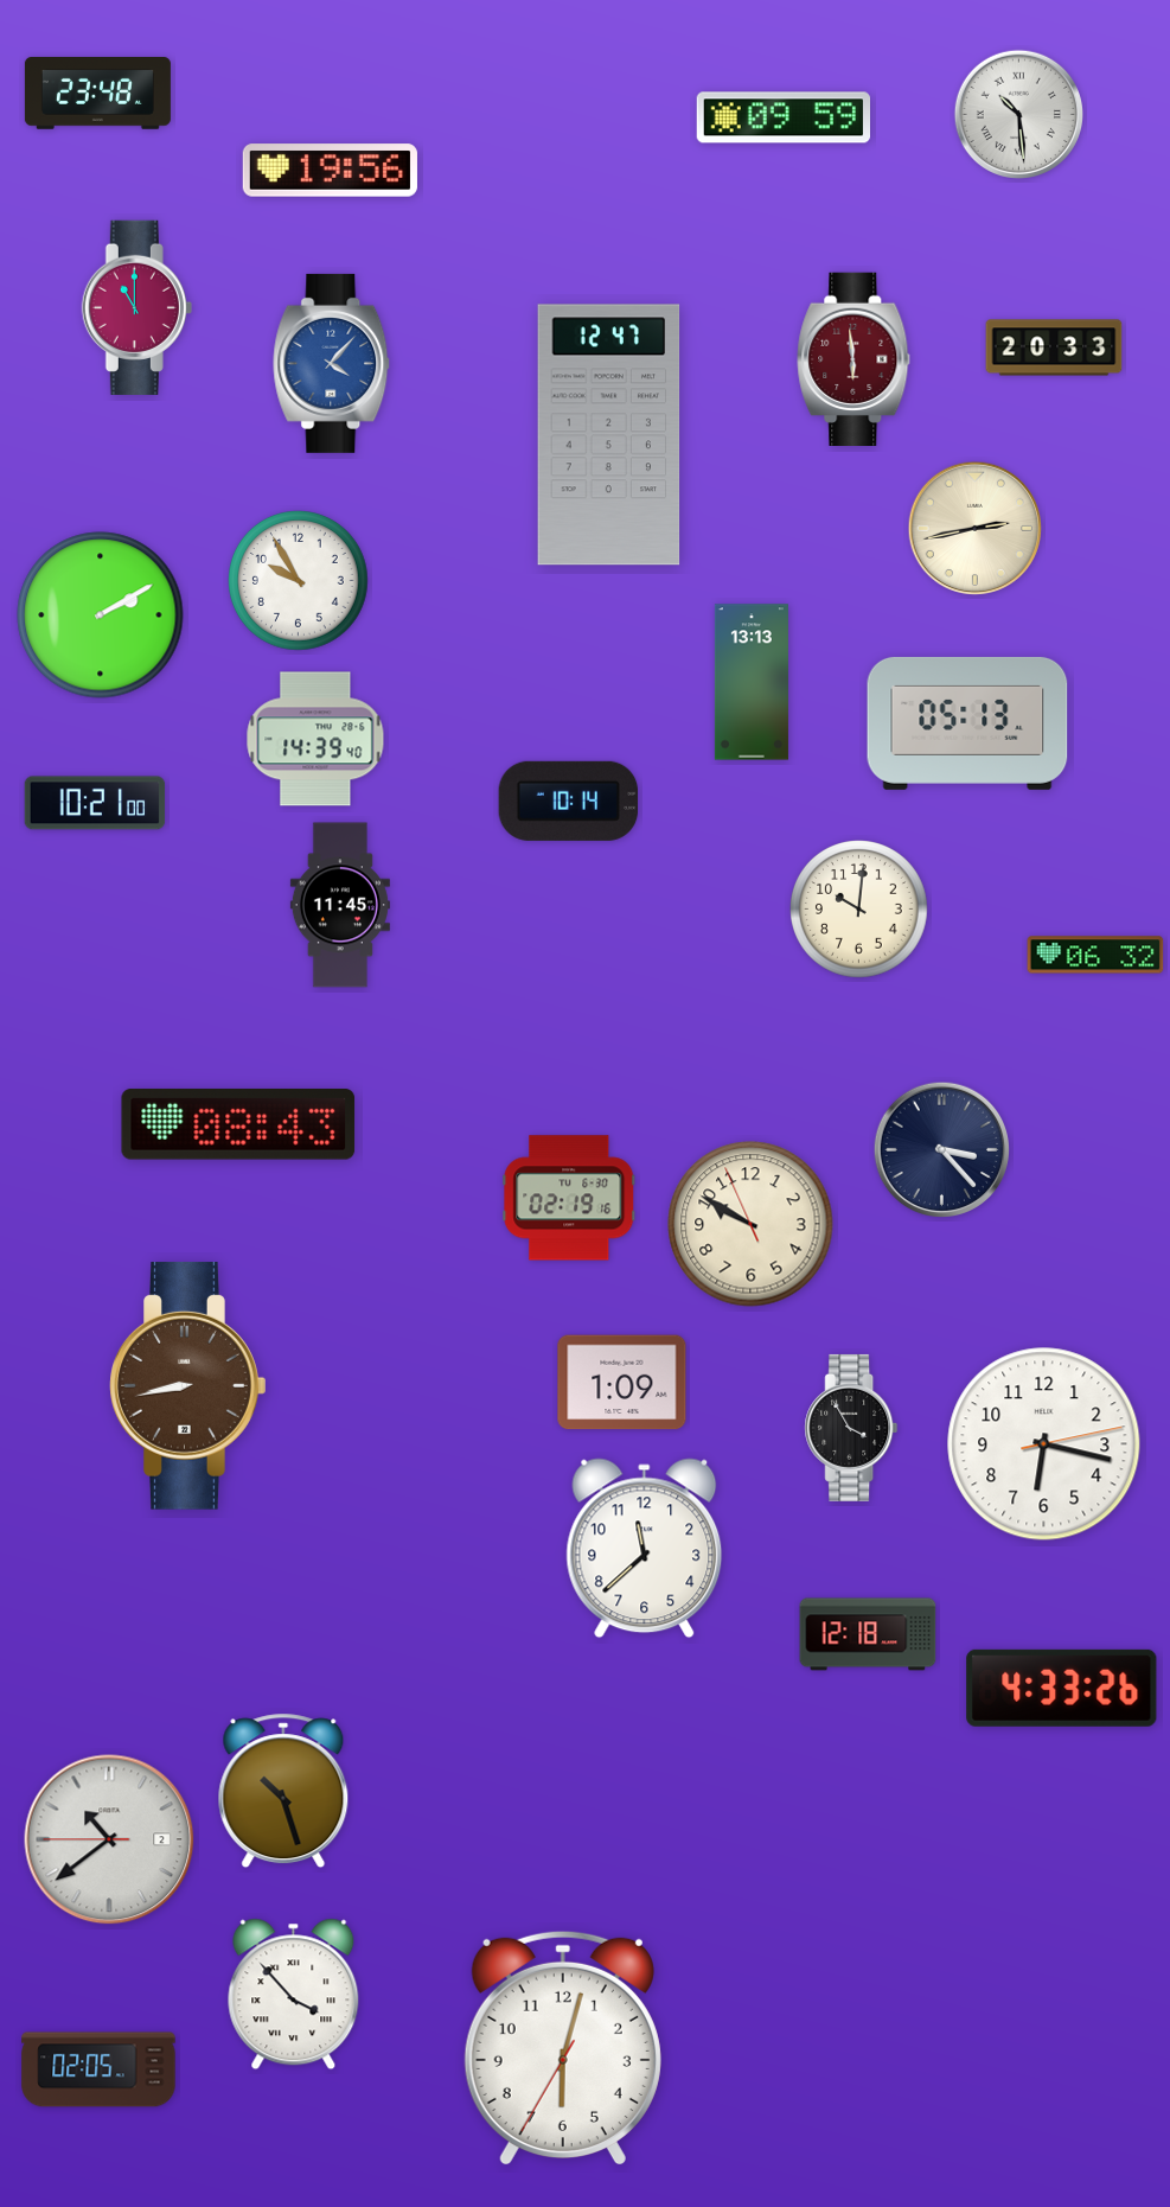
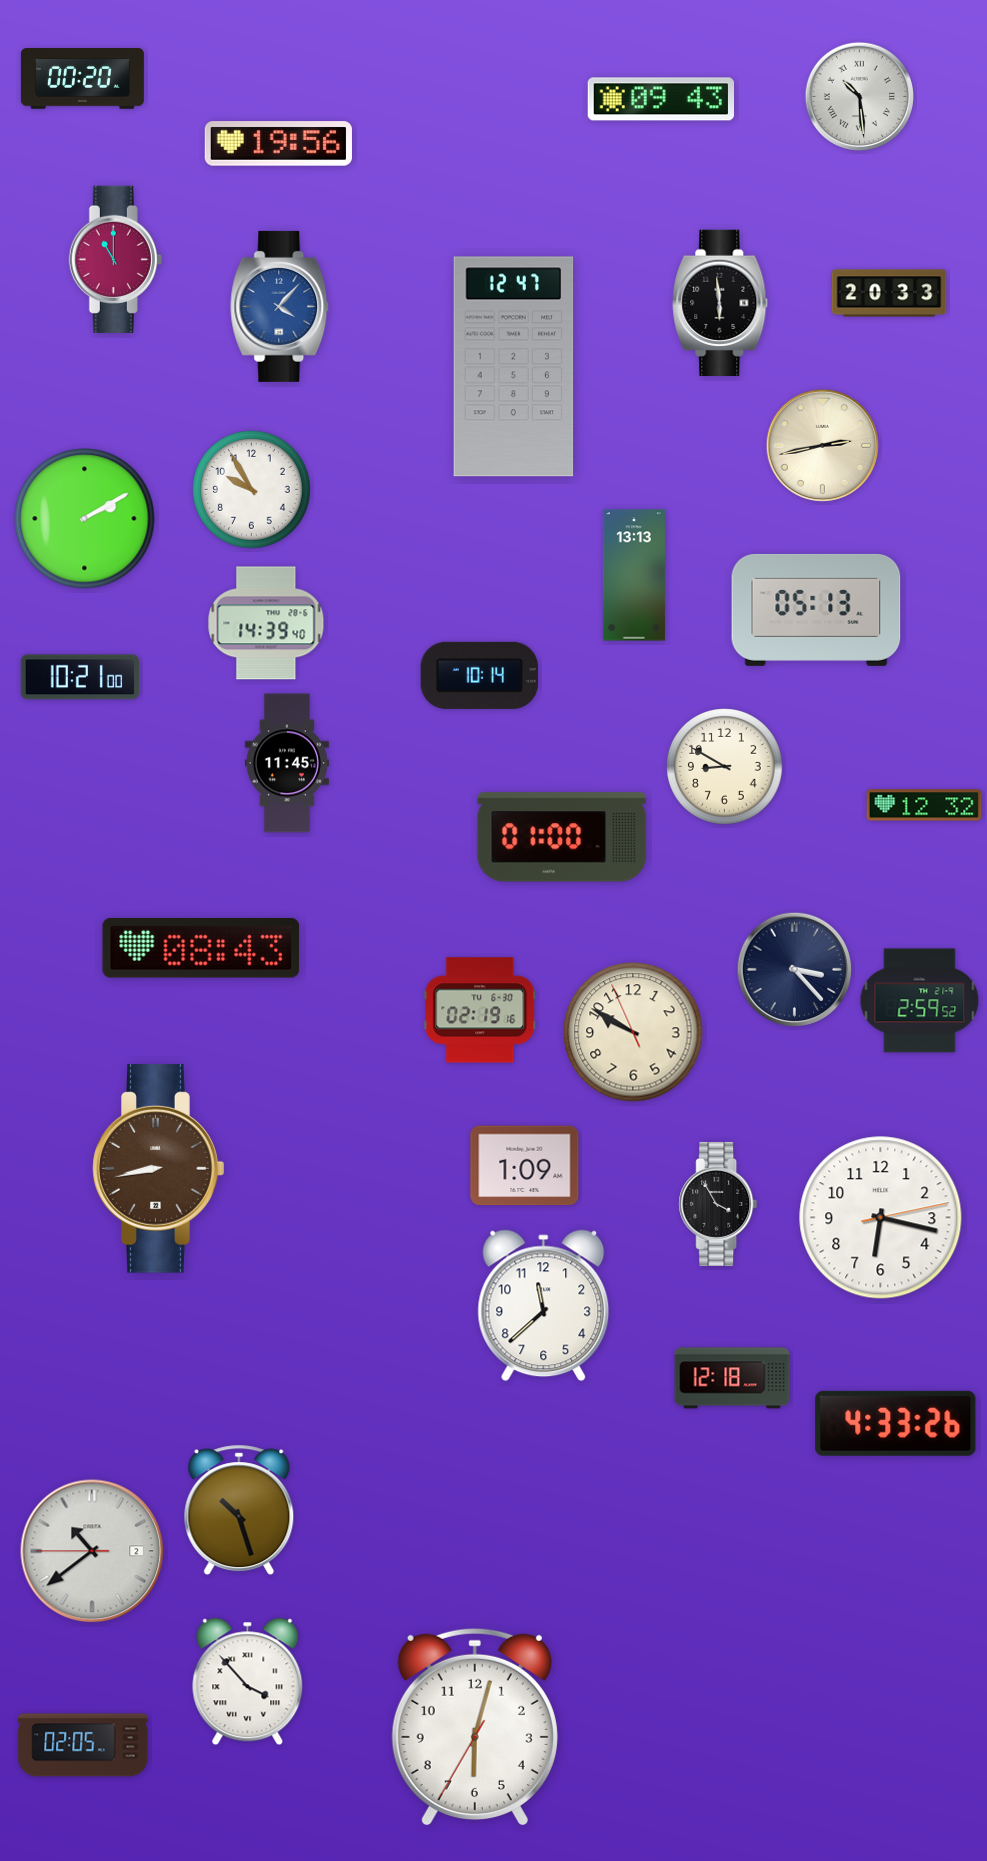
clock at (97, 94): 23:48 -> 00:20
clock at (782, 117): 09:59 -> 09:43
clock at (853, 358) dial: burgundy -> black
clock at (859, 910): 10:01 -> 8:50
clock at (1095, 955): 06:32 -> 12:32
clock at (562, 837): none -> 01:00
clock at (920, 1001): none -> 2:59
